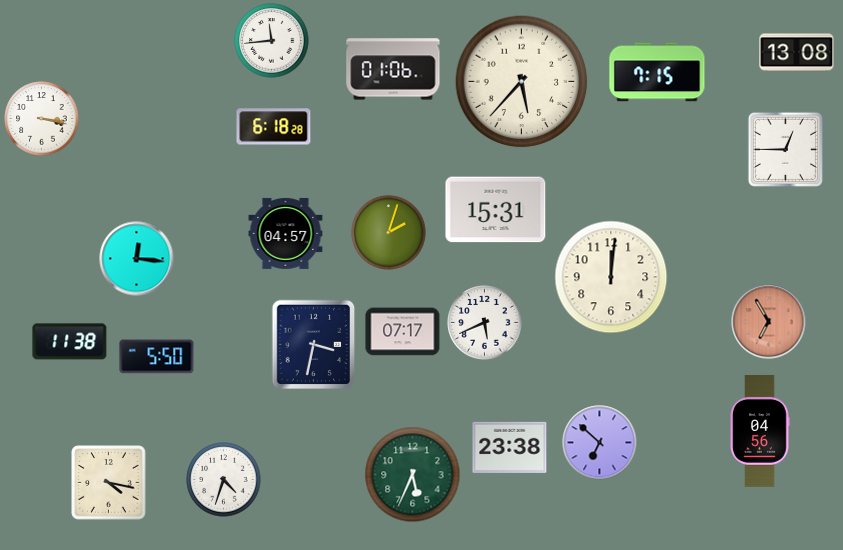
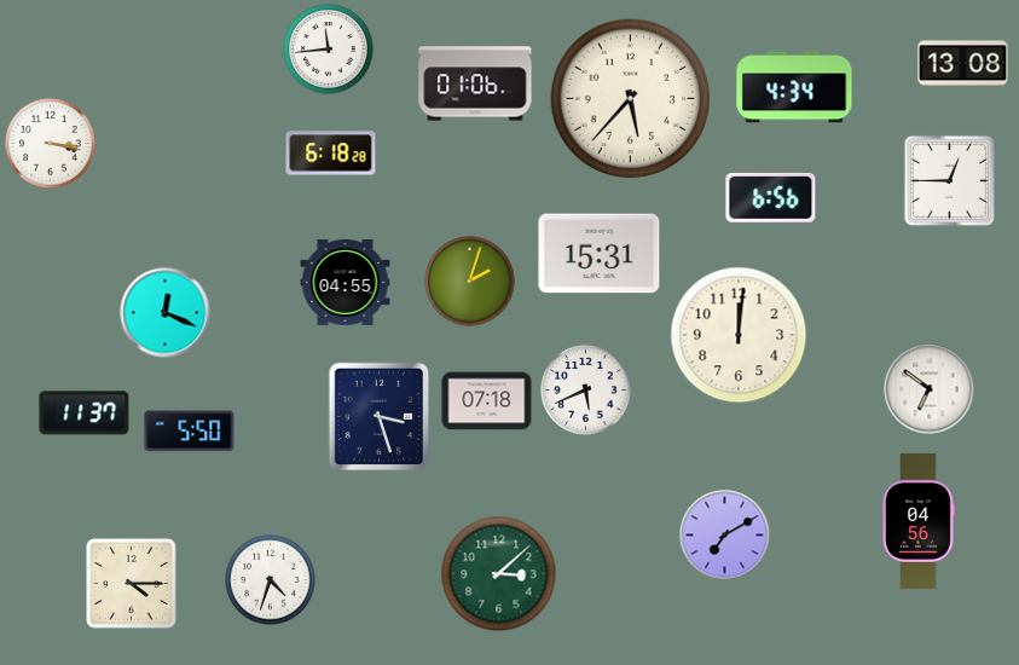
clock at (657, 72): 7:15 -> 4:34
clock at (771, 197): none -> 6:56
clock at (286, 233): 04:57 -> 04:55
clock at (137, 259): 12:16 -> 12:19
clock at (769, 322): 6:55 -> 6:51
clock at (769, 322) dial: salmon -> white
clock at (403, 332): 07:17 -> 07:18
clock at (70, 342): 11:38 -> 11:37
clock at (314, 345): 3:32 -> 3:27
clock at (600, 443): 6:52 -> 7:10
clock at (510, 447): 23:38 -> none
clock at (413, 475): 5:34 -> 3:08
clock at (109, 483): 4:17 -> 4:15
